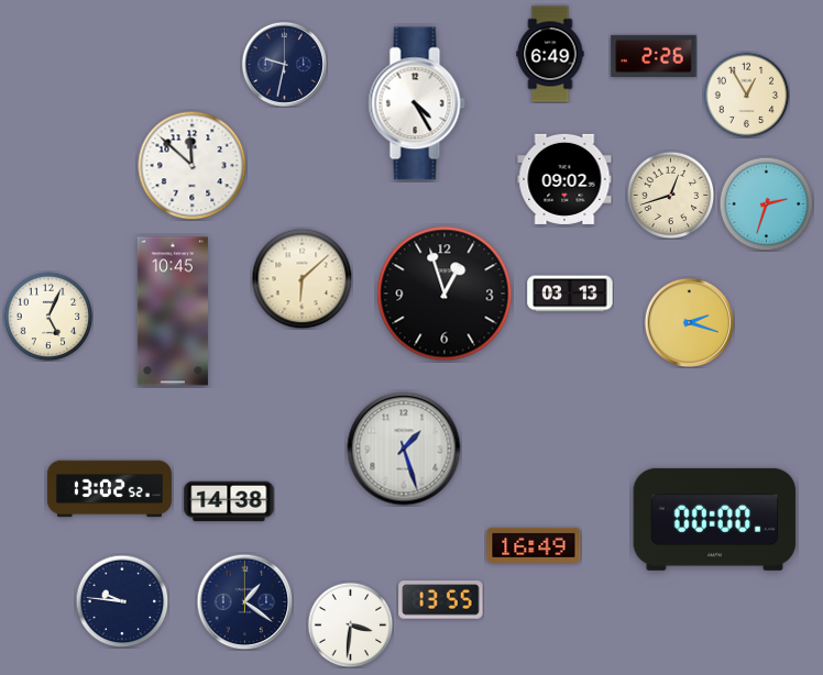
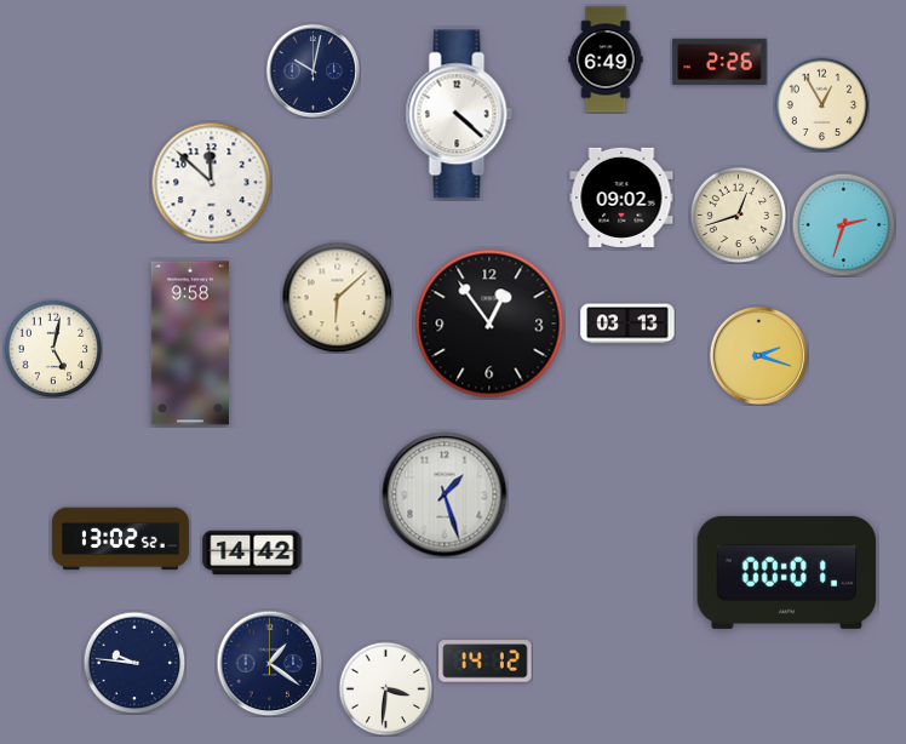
clock at (284, 64): 9:32 -> 10:02
clock at (417, 103): 4:25 -> 4:22
clock at (301, 278) position: (301, 278) -> (337, 297)
clock at (445, 294): 12:57 -> 12:54
clock at (173, 311): 10:45 -> 9:58
clock at (48, 317): 5:04 -> 5:02
clock at (229, 501): 14:38 -> 14:42
clock at (715, 519): 00:00 -> 00:01
clock at (534, 545): 16:49 -> none
clock at (441, 600): 13:55 -> 14:12
